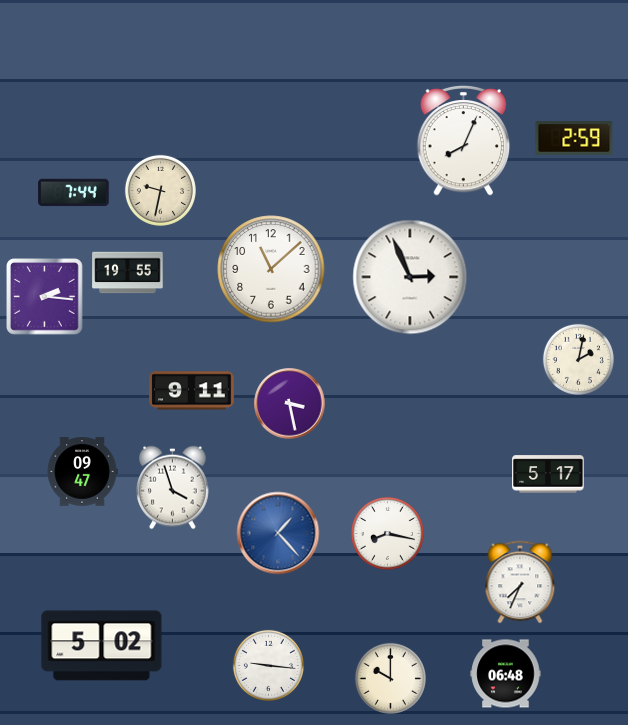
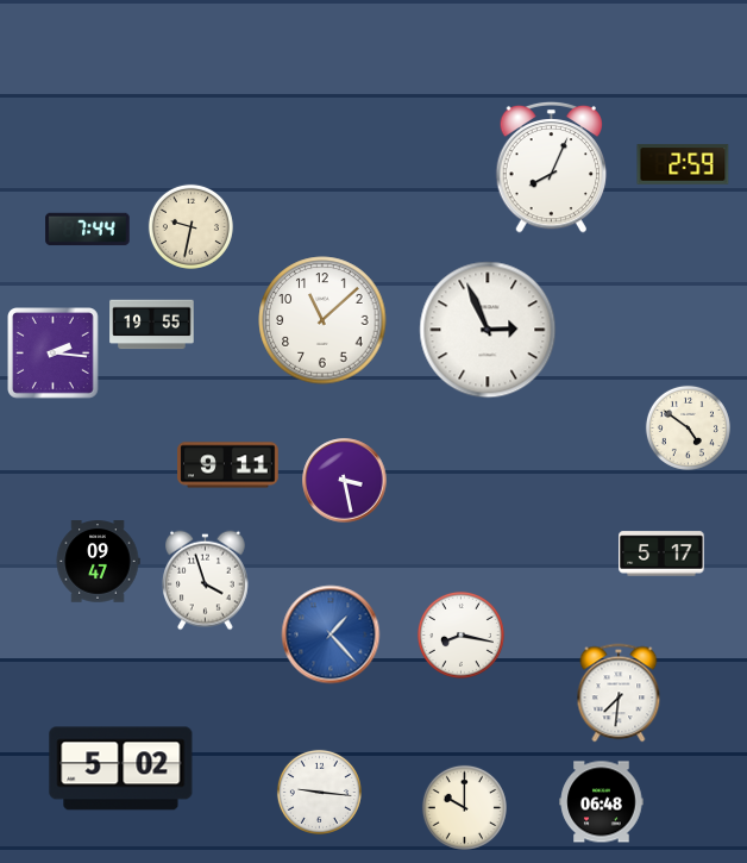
clock at (578, 359): 2:02 -> 4:51
clock at (548, 474) position: (548, 474) -> (661, 554)
clock at (520, 582): 7:34 -> 7:31
